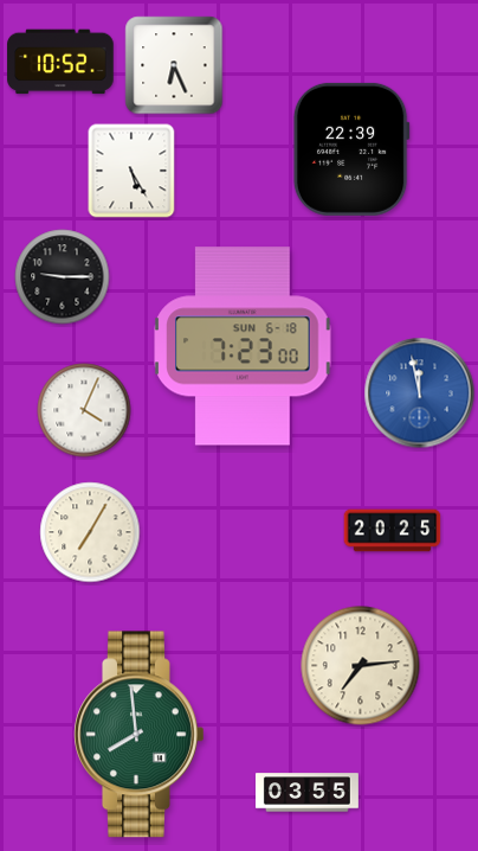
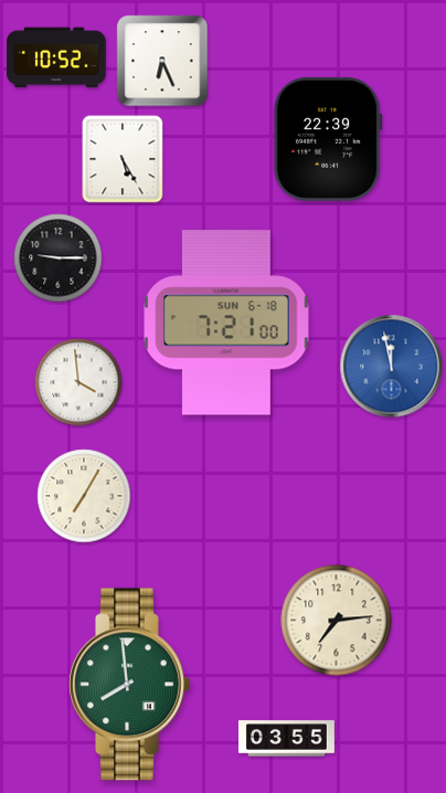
clock at (243, 346): 7:23 -> 7:21
clock at (84, 410): 4:04 -> 3:59
clock at (393, 531): 20:25 -> none
